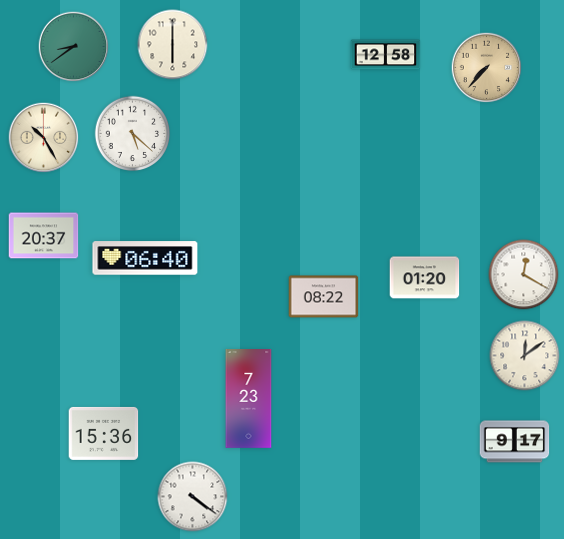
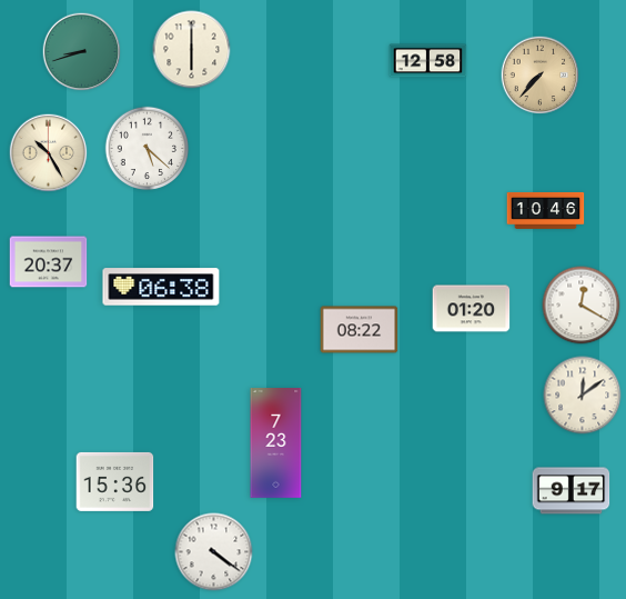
clock at (74, 47): 8:39 -> 8:42
clock at (546, 210): none -> 10:46
clock at (145, 258): 06:40 -> 06:38
